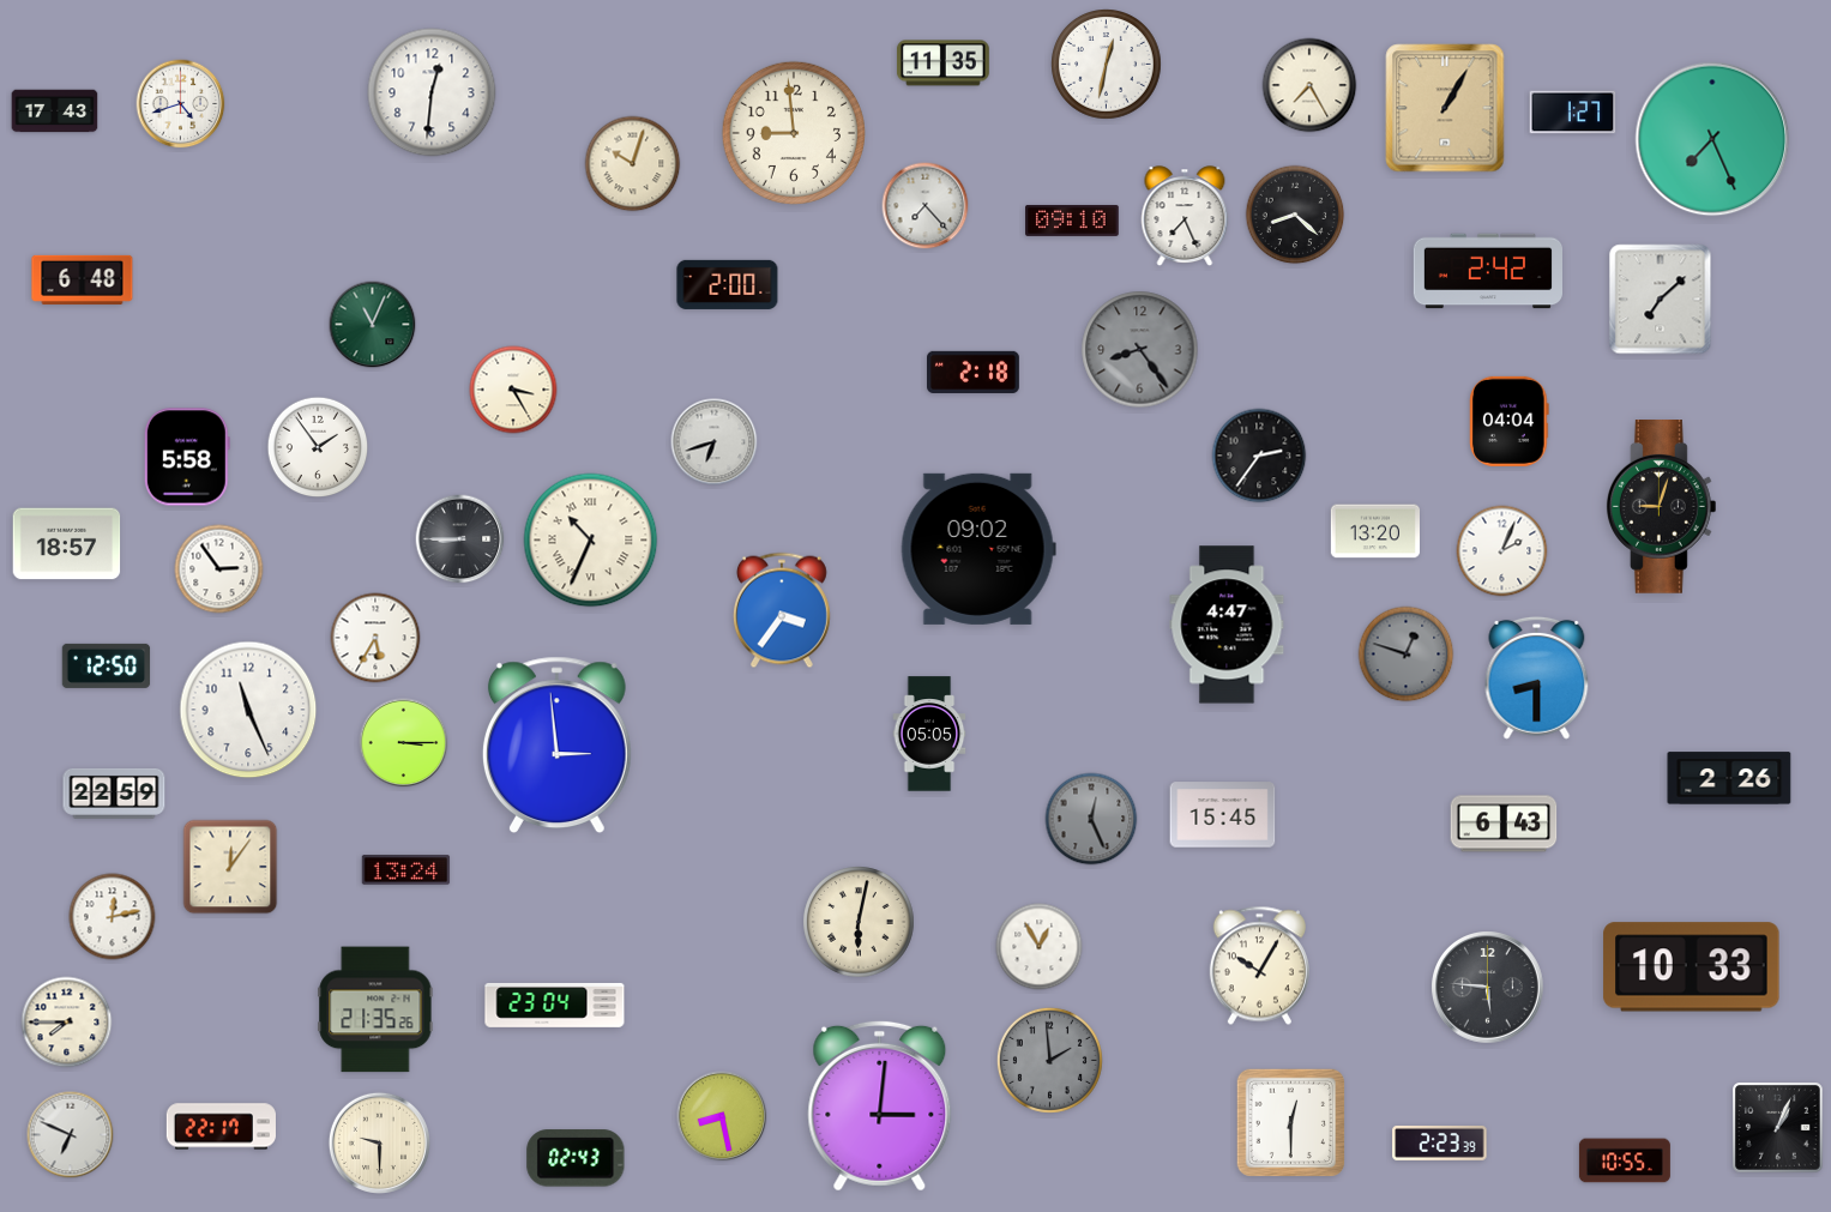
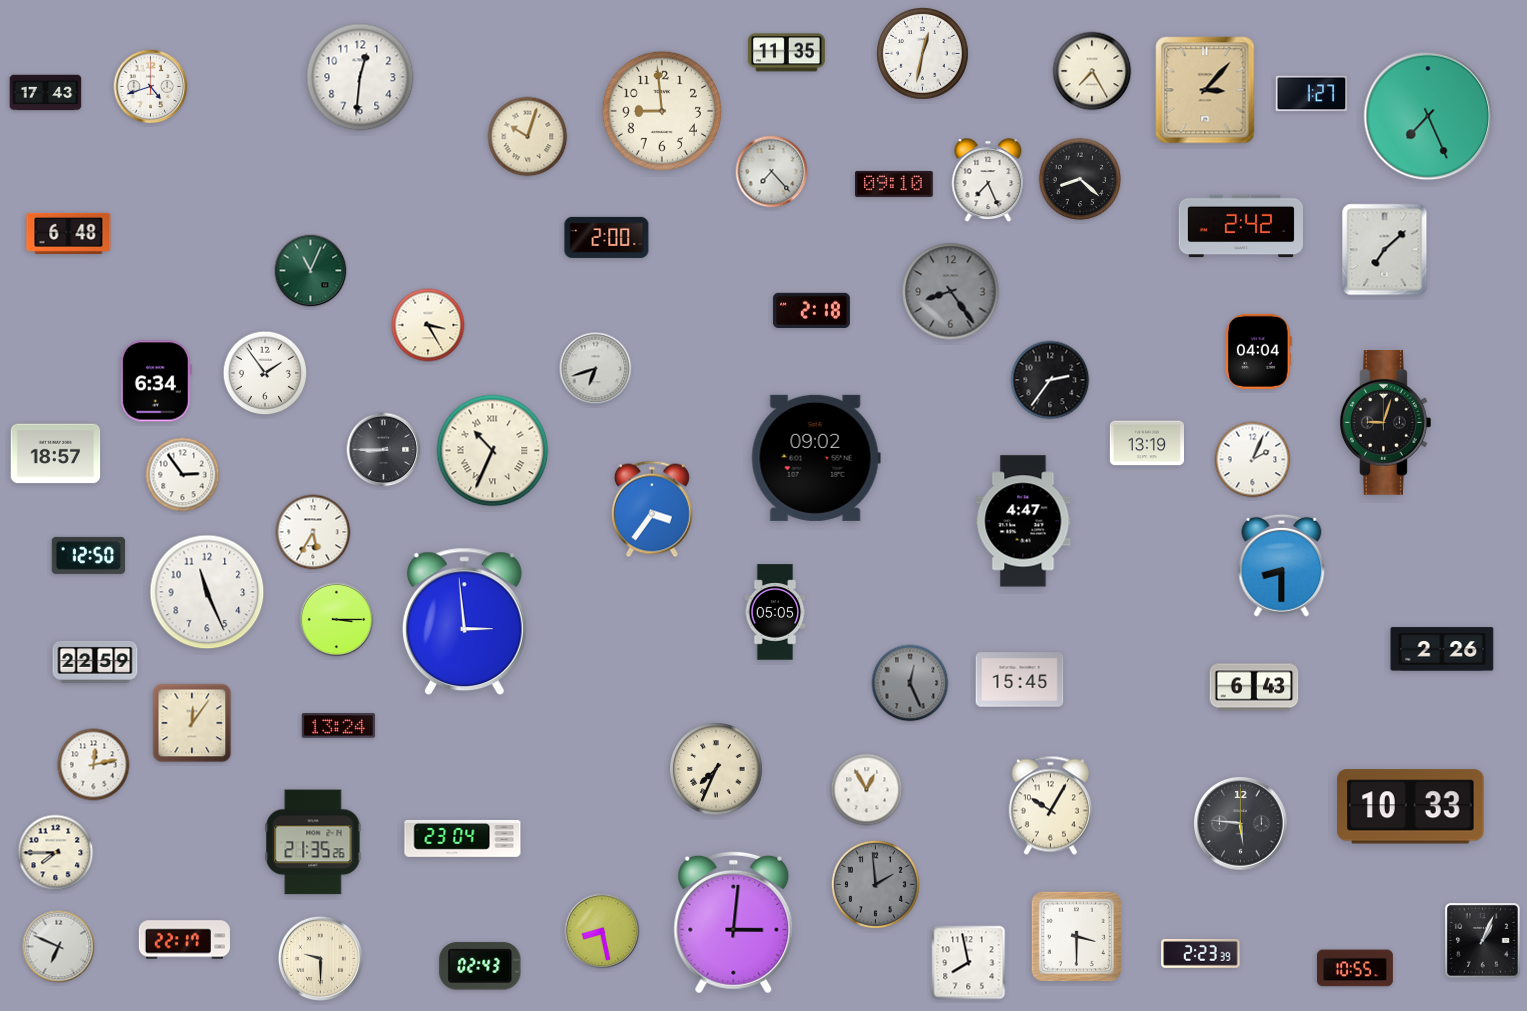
clock at (1445, 108): 1:05 -> 3:07
clock at (187, 457): 5:58 -> 6:34
clock at (1374, 531): 13:20 -> 13:19
clock at (1407, 655): 12:48 -> none
clock at (859, 922): 6:02 -> 7:34
clock at (1290, 1122): 12:30 -> 3:30
clock at (379, 1142) position: (379, 1142) -> (320, 958)
clock at (969, 963): none -> 7:58
